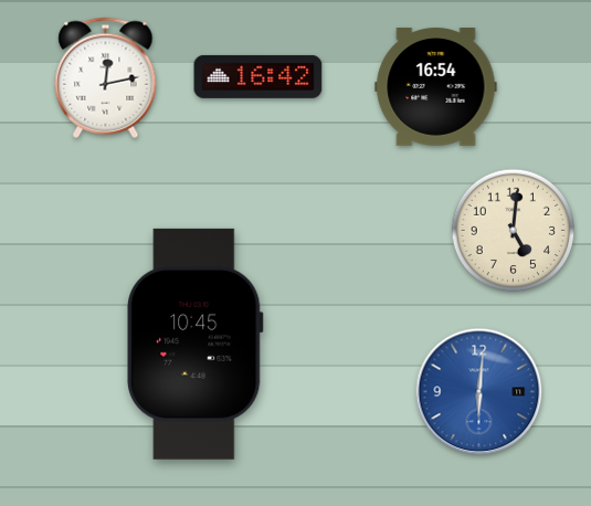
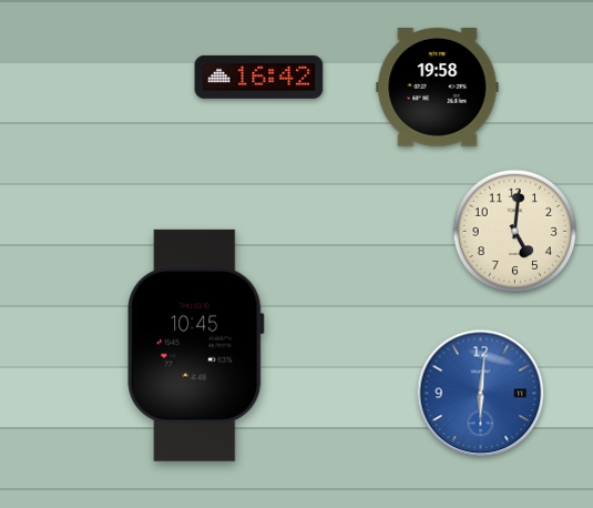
clock at (106, 77): 12:13 -> none
clock at (436, 87): 16:54 -> 19:58
